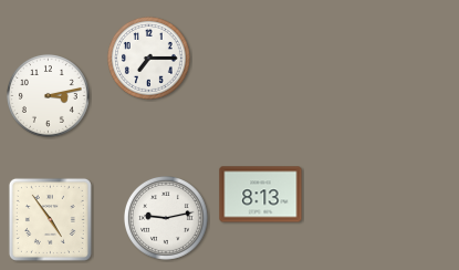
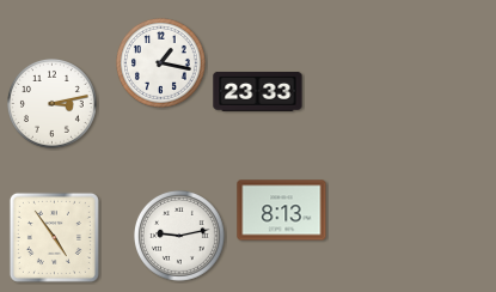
clock at (148, 58): 7:15 -> 1:17
clock at (258, 91): none -> 23:33
